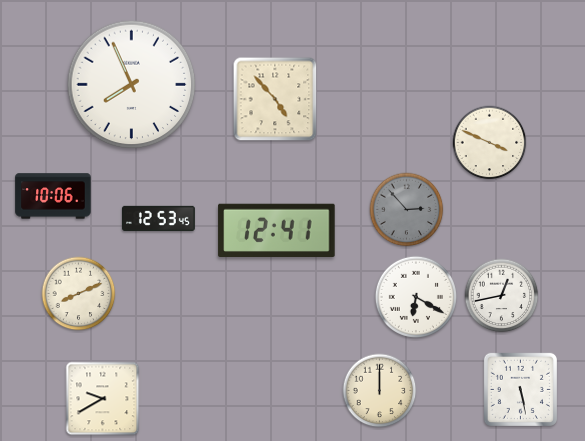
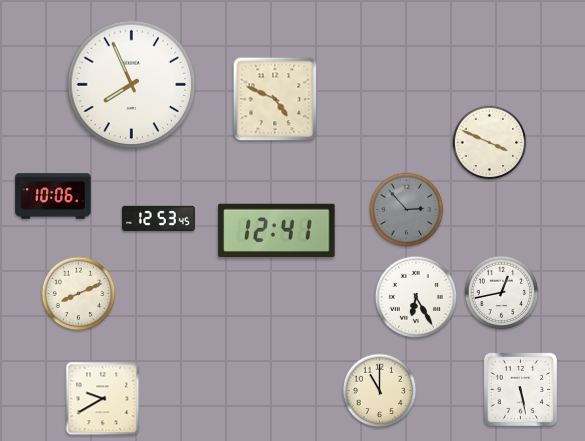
clock at (275, 99): 4:53 -> 4:49
clock at (502, 296) position: (502, 296) -> (502, 293)
clock at (416, 297): 6:20 -> 6:25
clock at (380, 391): 12:00 -> 11:00
